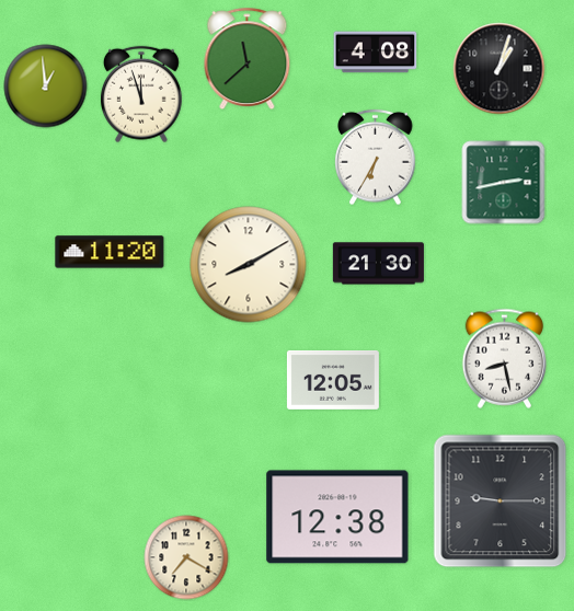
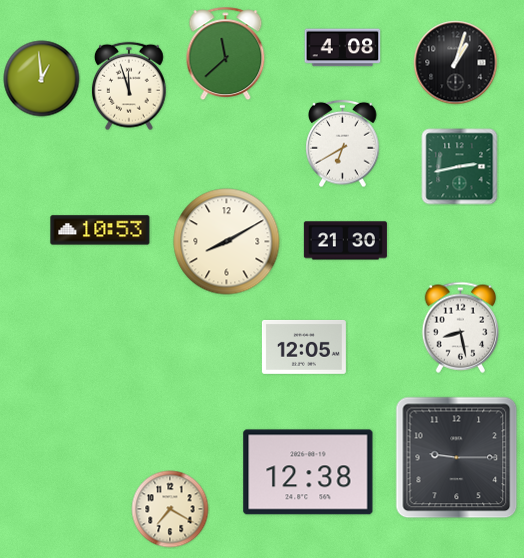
clock at (376, 158): 6:35 -> 6:40
clock at (110, 252): 11:20 -> 10:53
